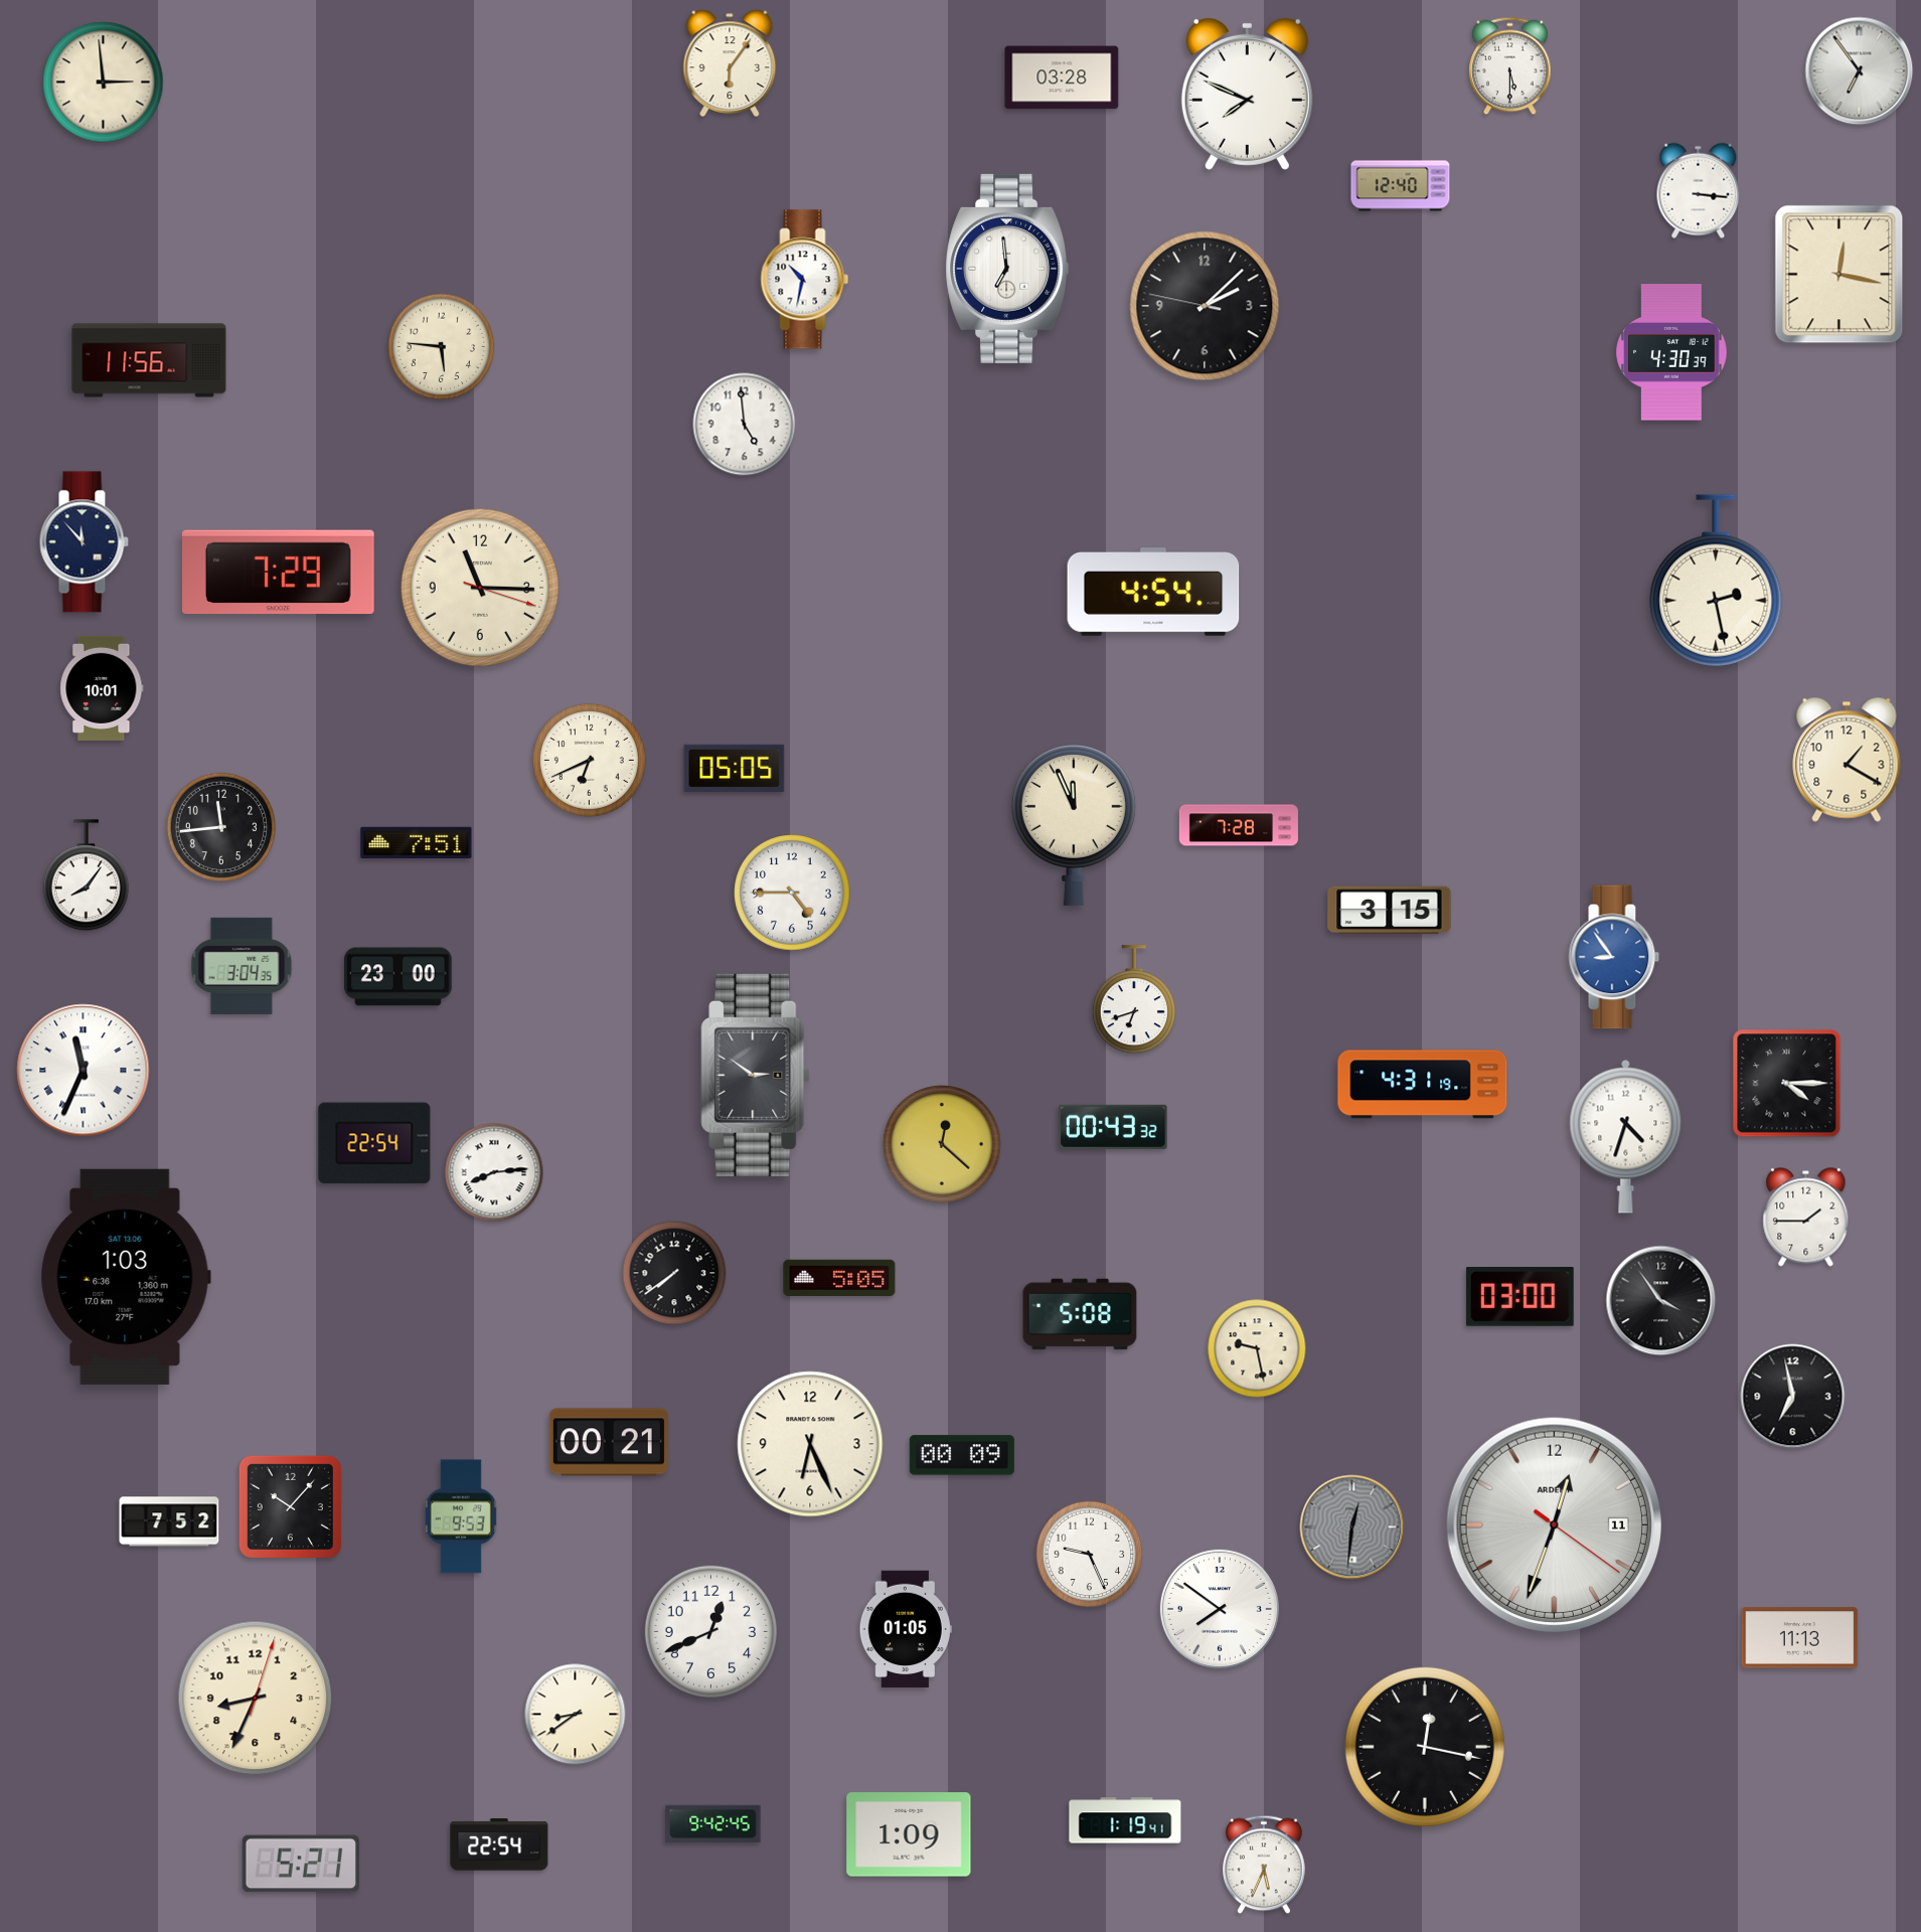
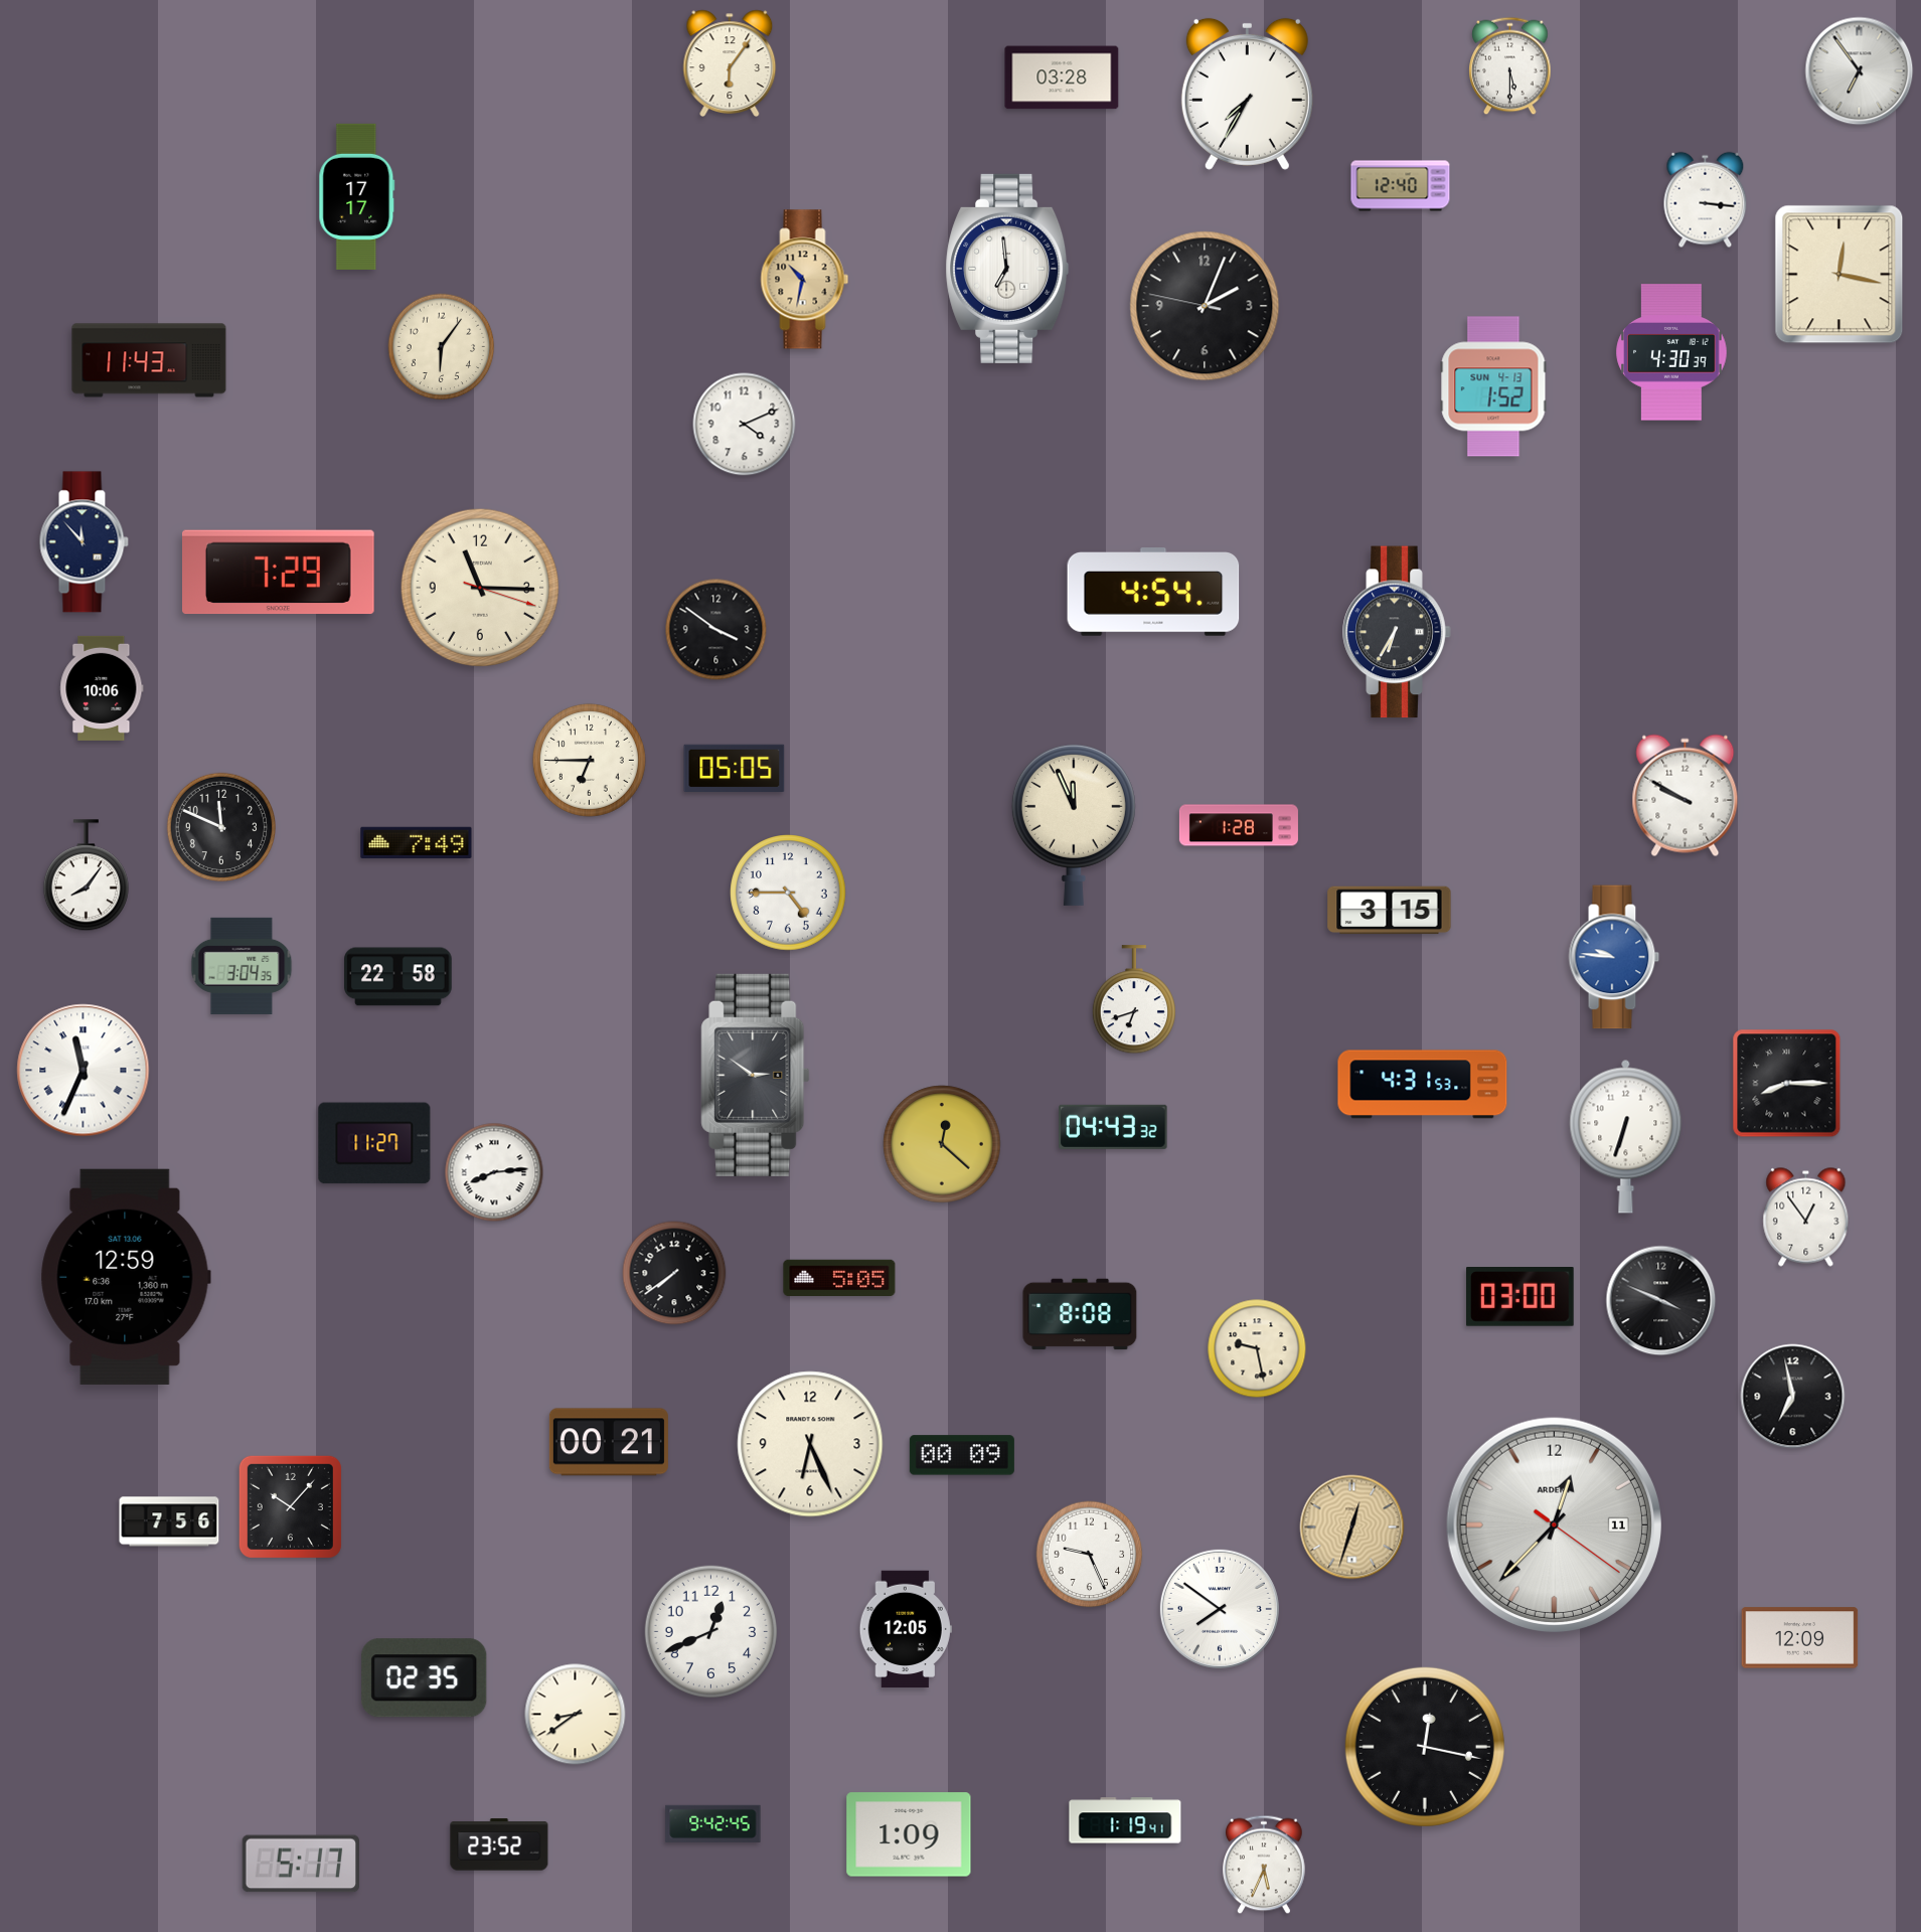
clock at (104, 83): 2:59 -> none
clock at (1247, 94): 7:49 -> 7:35
clock at (1699, 191) position: (1699, 191) -> (1706, 200)
clock at (357, 196): none -> 17:17
clock at (805, 280) dial: white -> champagne
clock at (1205, 306): 2:07 -> 2:03
clock at (442, 347): 5:46 -> 6:06
clock at (149, 360): 11:56 -> 11:43
clock at (1493, 386): none -> 1:52
clock at (745, 425): 4:59 -> 4:11
clock at (1716, 581): 2:28 -> none
clock at (716, 630): none -> 3:51
clock at (1397, 632): none -> 6:35
clock at (102, 688): 10:01 -> 10:06
clock at (589, 760): 6:41 -> 6:45
clock at (1847, 760): 1:20 -> none
clock at (1686, 796): none -> 9:50
clock at (1239, 825): 7:28 -> 1:28
clock at (220, 826): 11:44 -> 11:49
clock at (417, 842): 7:51 -> 7:49
clock at (792, 893) position: (792, 893) -> (788, 893)
clock at (1614, 957): 8:54 -> 9:46
clock at (398, 977): 23:00 -> 22:58
clock at (1787, 1084): 4:15 -> 8:15
clock at (1423, 1085): 4:31:19 -> 4:31:53
clock at (1113, 1127): 00:43 -> 04:43
clock at (1626, 1136): 4:33 -> 6:33
clock at (374, 1143): 22:54 -> 11:27
clock at (1806, 1218): 1:45 -> 12:54
clock at (126, 1277): 1:03 -> 12:59
clock at (1661, 1301): 3:54 -> 3:49
clock at (1080, 1314): 5:08 -> 8:08
clock at (461, 1516): 9:53 -> none
clock at (169, 1521): 7:52 -> 7:56
clock at (1554, 1524): 12:33 -> 12:37
clock at (1352, 1527): 12:31 -> 12:33
clock at (1352, 1527) dial: grey -> champagne
clock at (906, 1629): 01:05 -> 12:05
clock at (1800, 1638): 11:13 -> 12:09
clock at (425, 1678): none -> 02:35
clock at (256, 1699): 8:34 -> none
clock at (499, 1844): 22:54 -> 23:52
clock at (300, 1864): 5:21 -> 5:17
